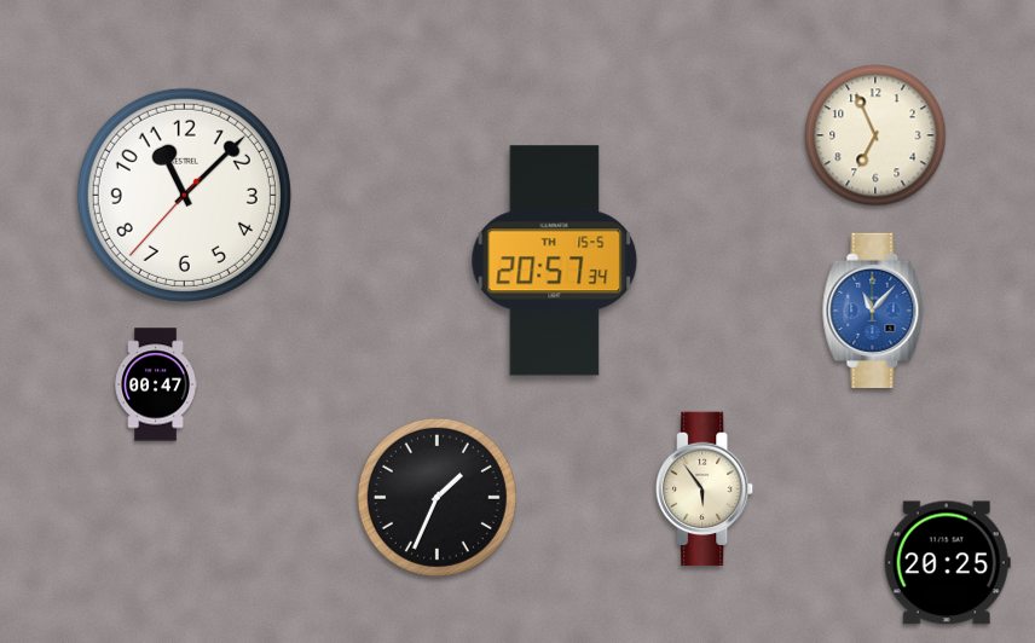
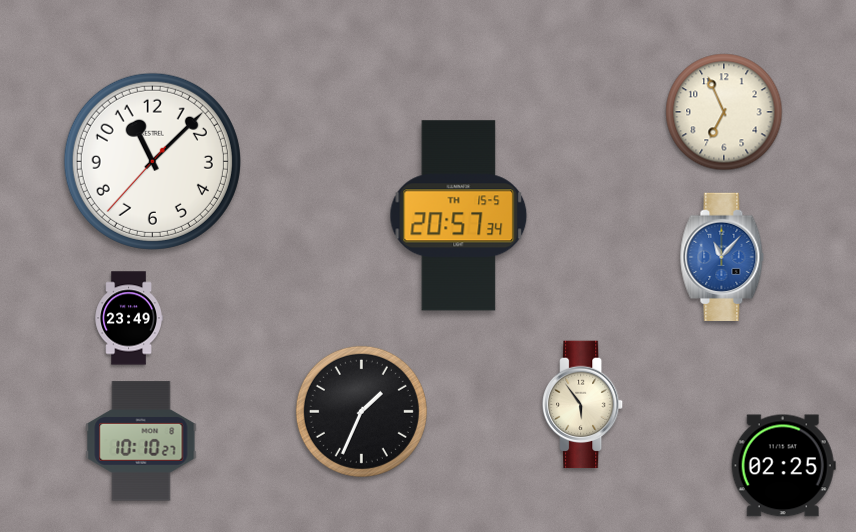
clock at (156, 384): 00:47 -> 23:49
clock at (141, 441): none -> 10:10
clock at (947, 563): 20:25 -> 02:25
